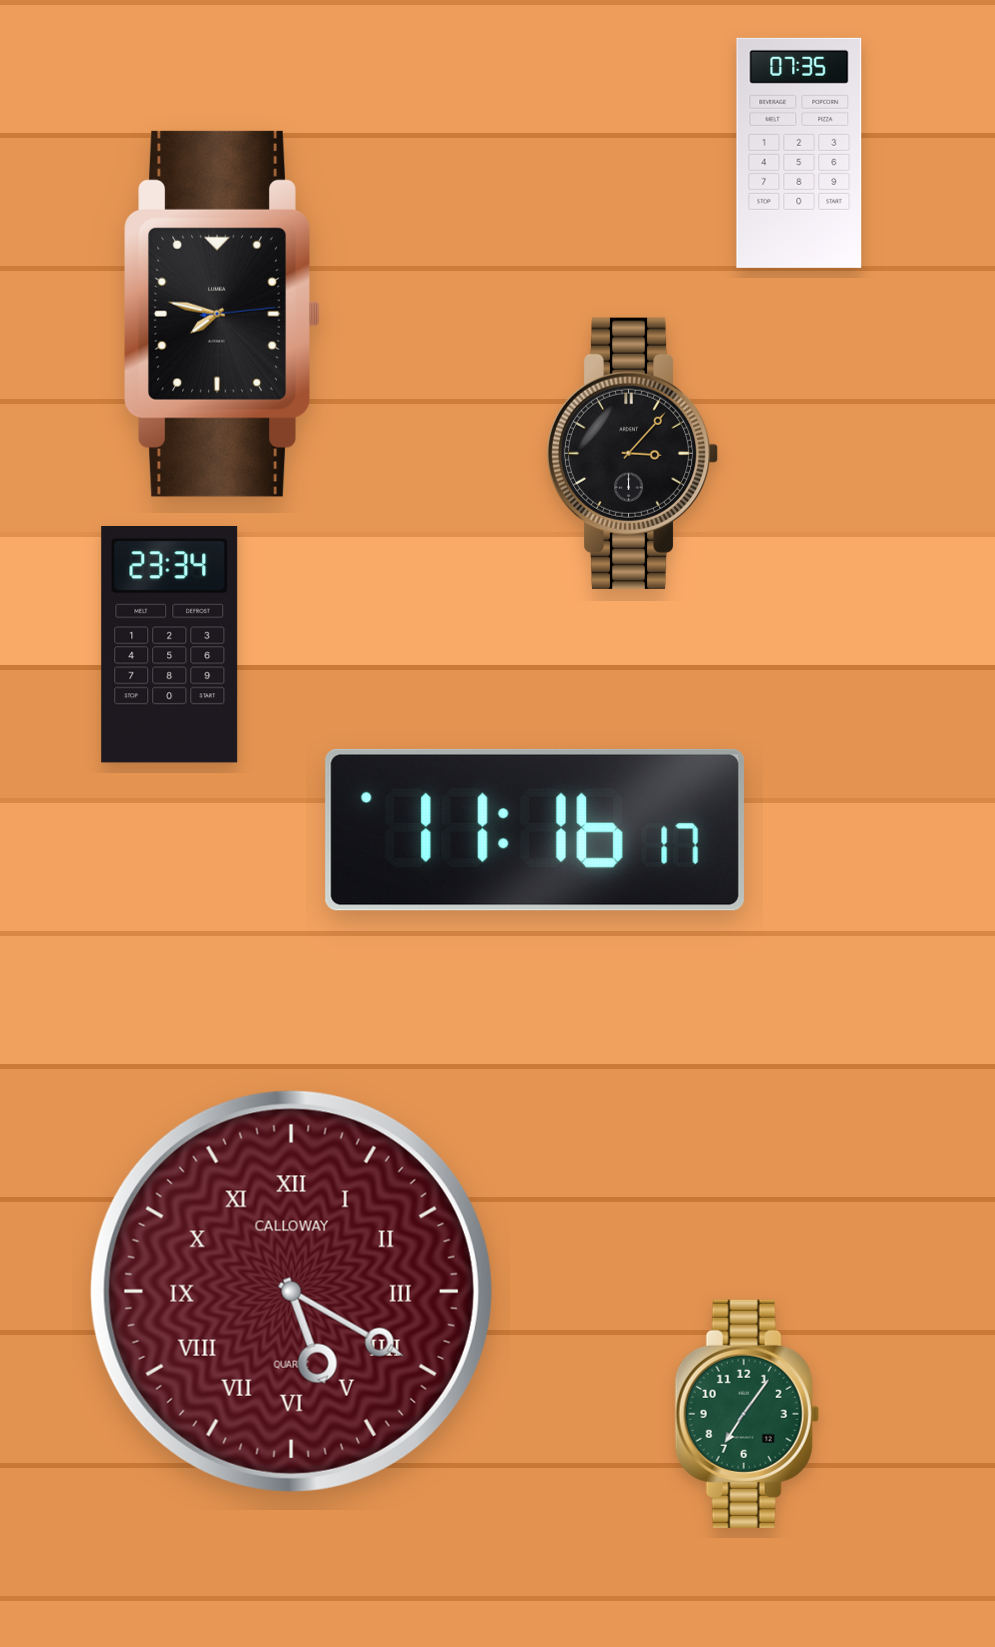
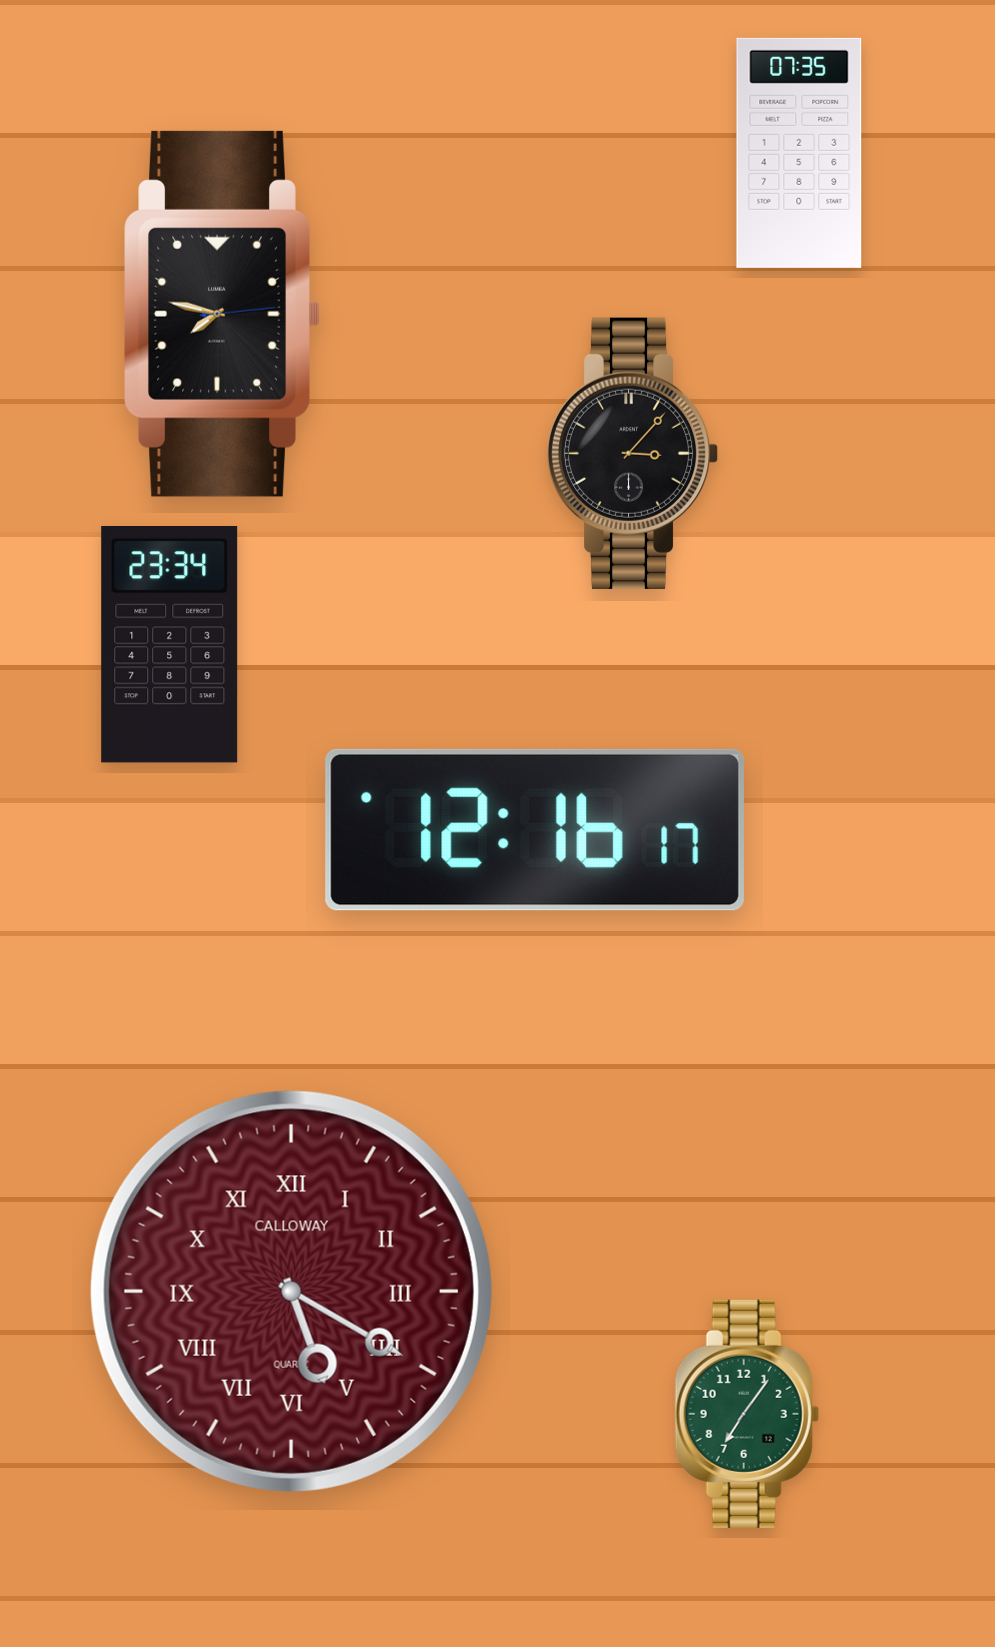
clock at (535, 830): 11:16 -> 12:16
